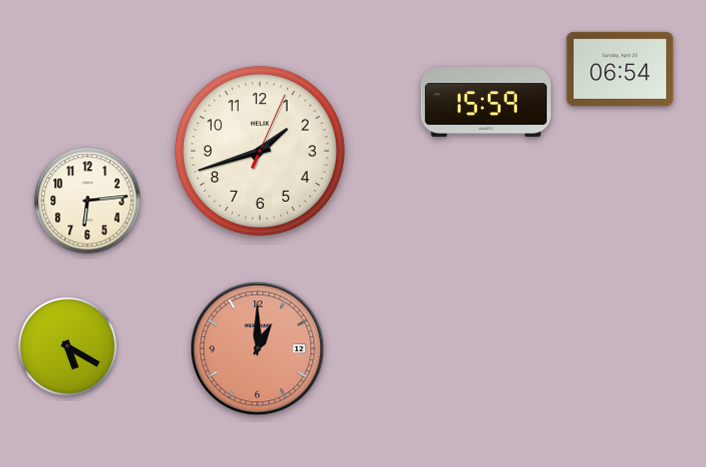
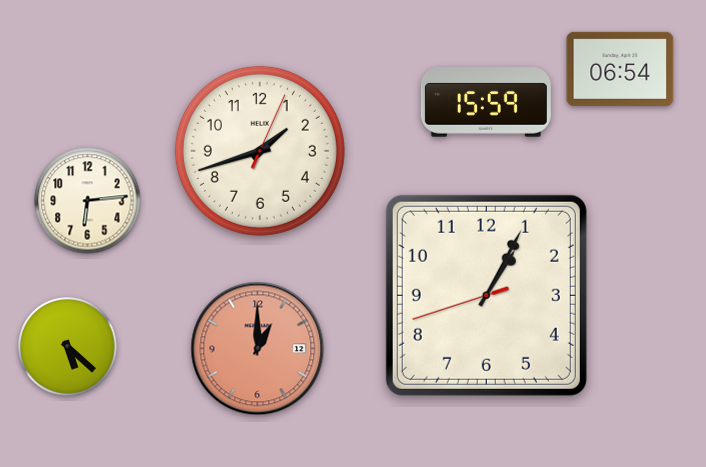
clock at (486, 295): none -> 1:04
clock at (68, 347): 5:20 -> 5:22
